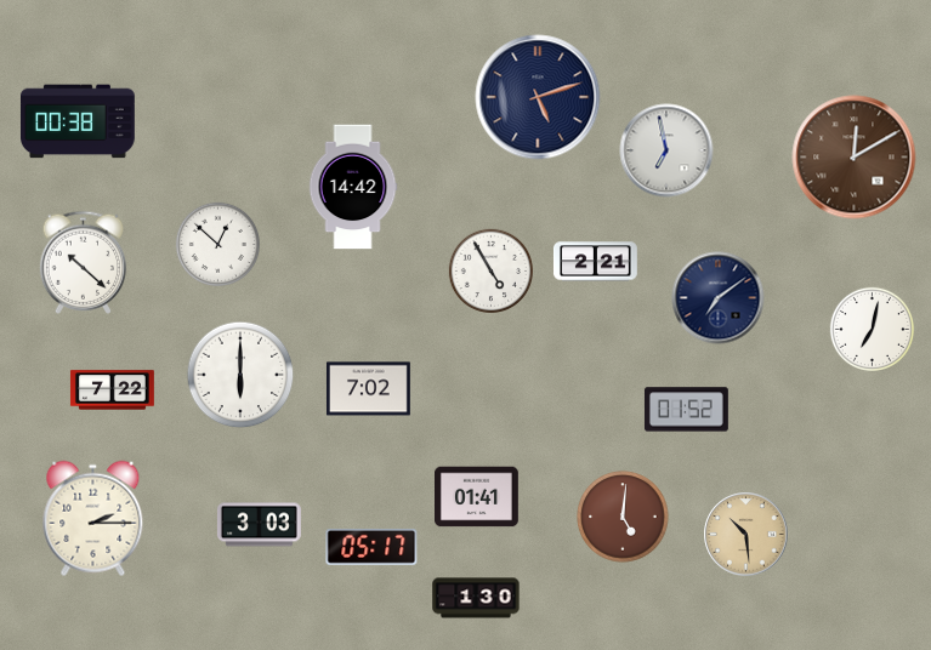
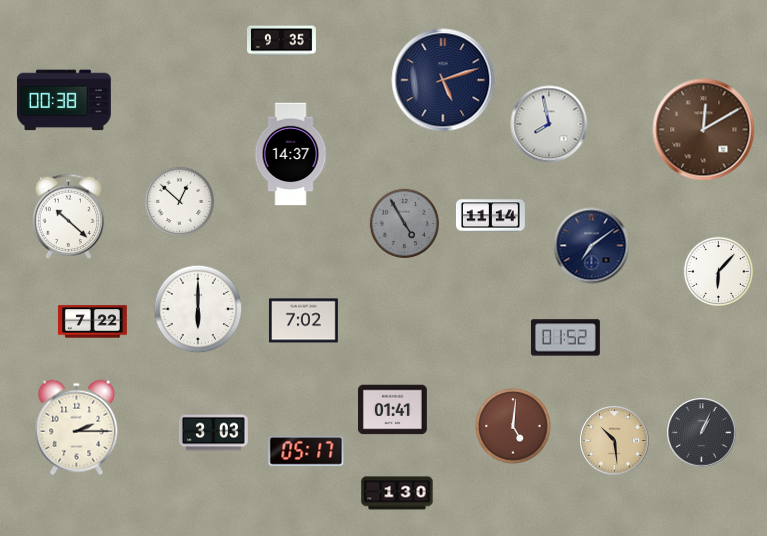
clock at (282, 41): none -> 9:35
clock at (666, 150): 6:58 -> 7:58
clock at (353, 187): 14:42 -> 14:37
clock at (595, 262): 2:21 -> 11:14
clock at (490, 270) dial: white -> grey
clock at (872, 329): 7:02 -> 6:07
clock at (702, 433): none -> 1:04
clock at (476, 598) position: (476, 598) -> (397, 493)
